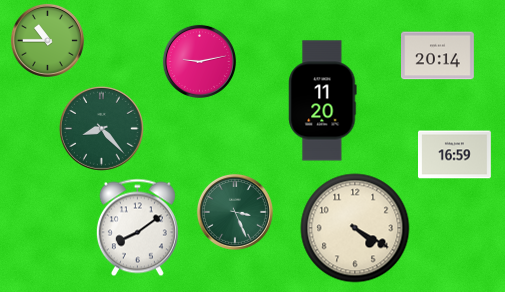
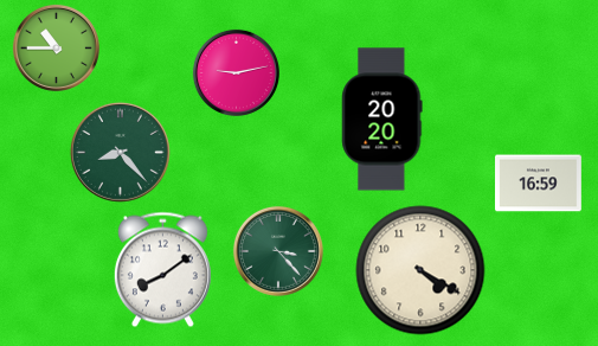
clock at (438, 56): 20:14 -> none
clock at (323, 101): 11:20 -> 20:20
clock at (235, 212): 3:26 -> 3:23
